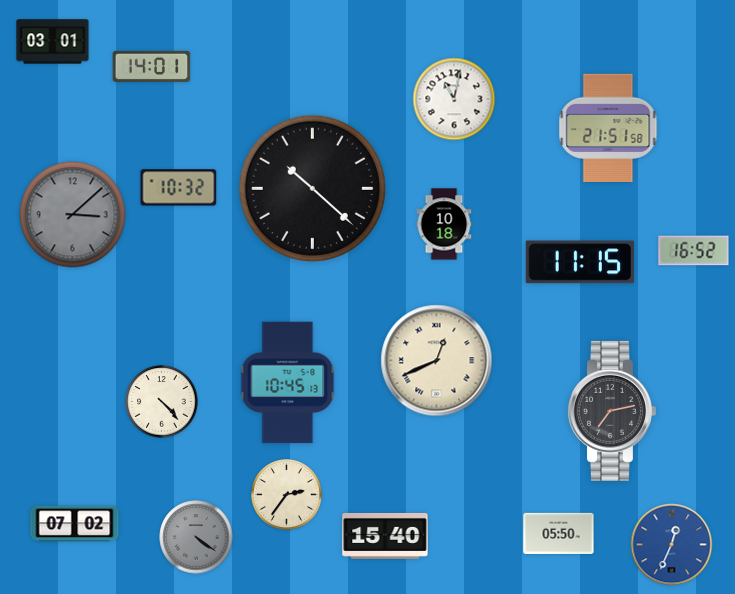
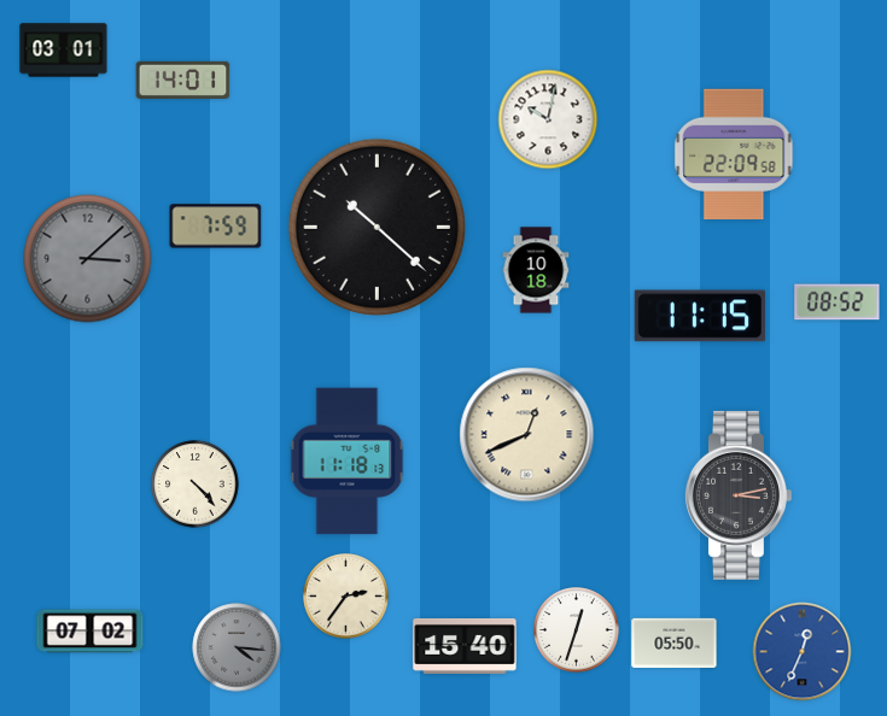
clock at (454, 99): 11:02 -> 10:02
clock at (608, 127): 21:51 -> 22:09
clock at (179, 188): 10:32 -> 7:59
clock at (694, 251): 16:52 -> 08:52
clock at (288, 383): 10:45 -> 11:18
clock at (611, 411): 7:13 -> 3:13
clock at (577, 630): none -> 12:33
clock at (196, 537): 4:21 -> 4:16
clock at (672, 545) position: (672, 545) -> (803, 652)
